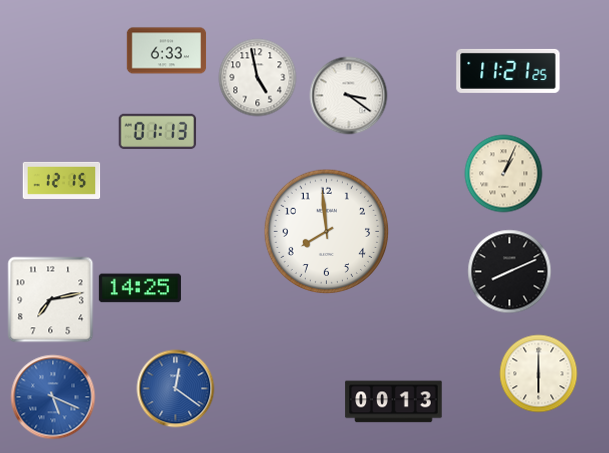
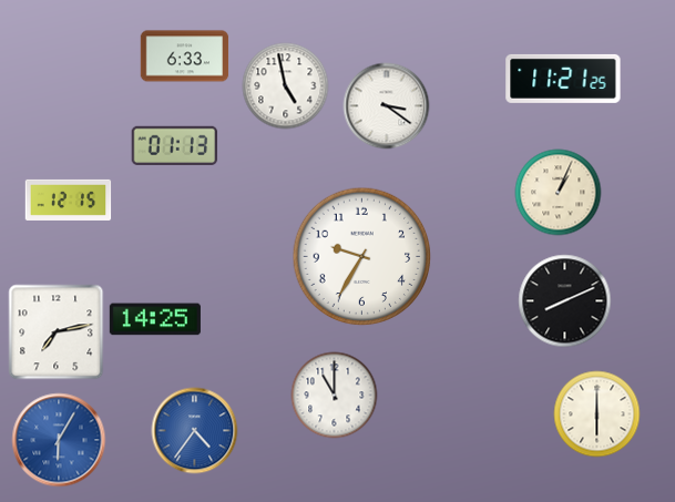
clock at (326, 231): 7:59 -> 9:35
clock at (334, 395): none -> 11:00
clock at (175, 388): 12:21 -> 4:36
clock at (53, 397): 5:19 -> 6:05
clock at (394, 402): 00:13 -> none
